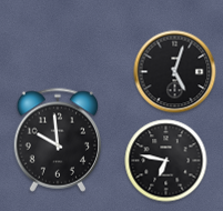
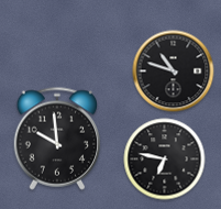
clock at (175, 72): 5:03 -> 10:48
